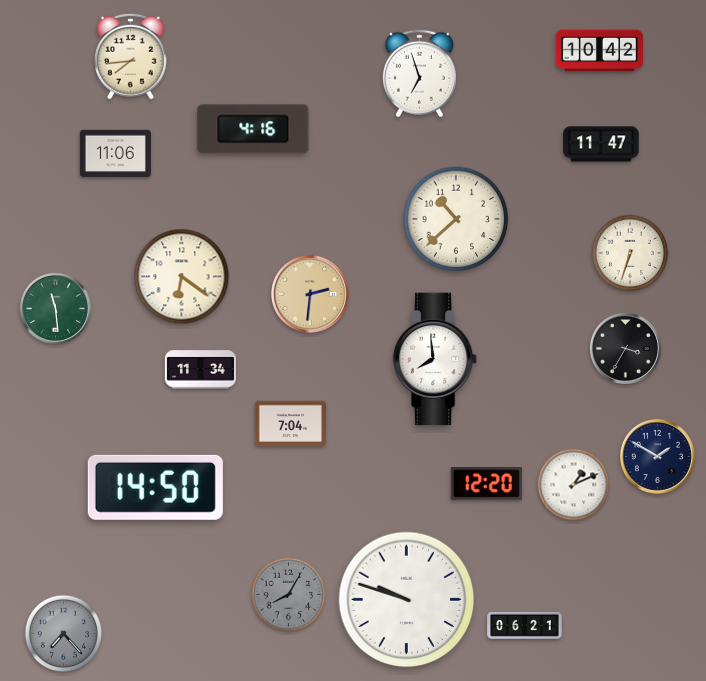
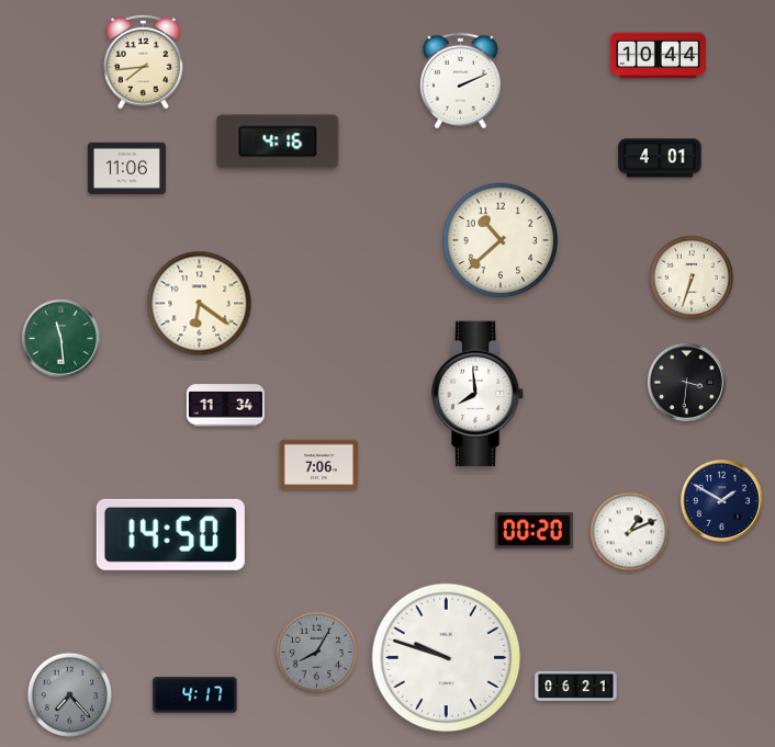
clock at (599, 51): 10:42 -> 10:44
clock at (419, 74): 6:57 -> 2:11
clock at (601, 144): 11:47 -> 4:01
clock at (311, 295): 2:31 -> none
clock at (625, 348): 3:35 -> 3:31
clock at (200, 370) position: (200, 370) -> (225, 406)
clock at (290, 424): 7:04 -> 7:06
clock at (486, 484): 12:20 -> 00:20
clock at (195, 695): none -> 4:17
